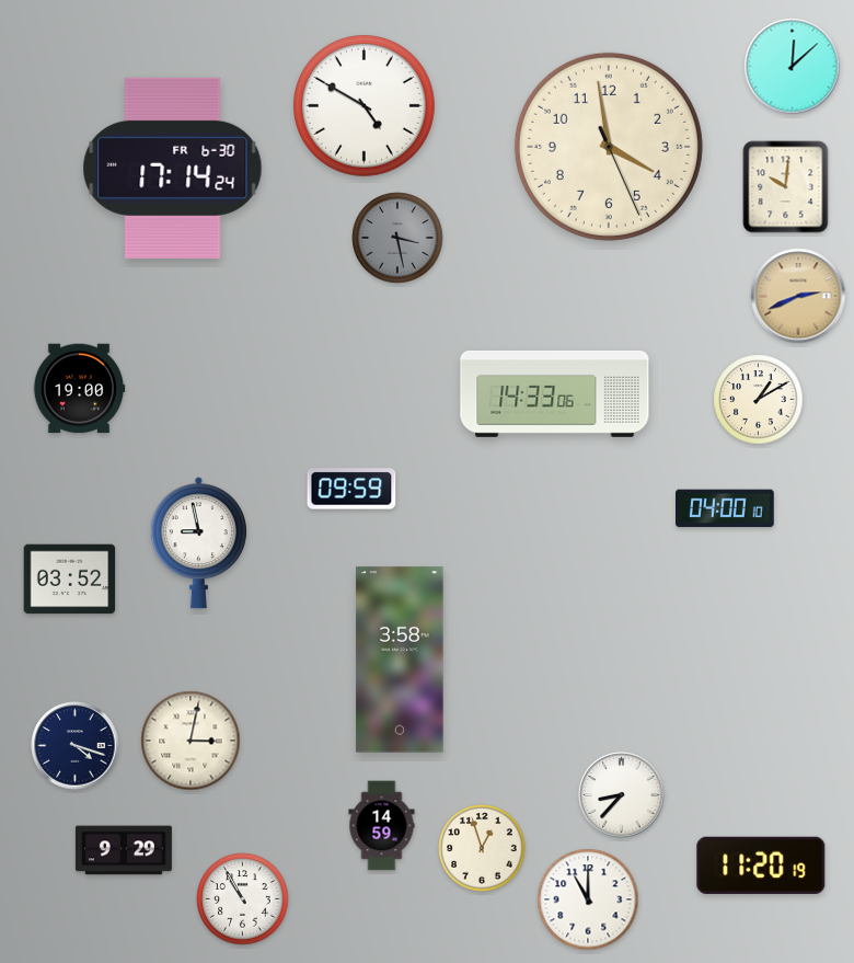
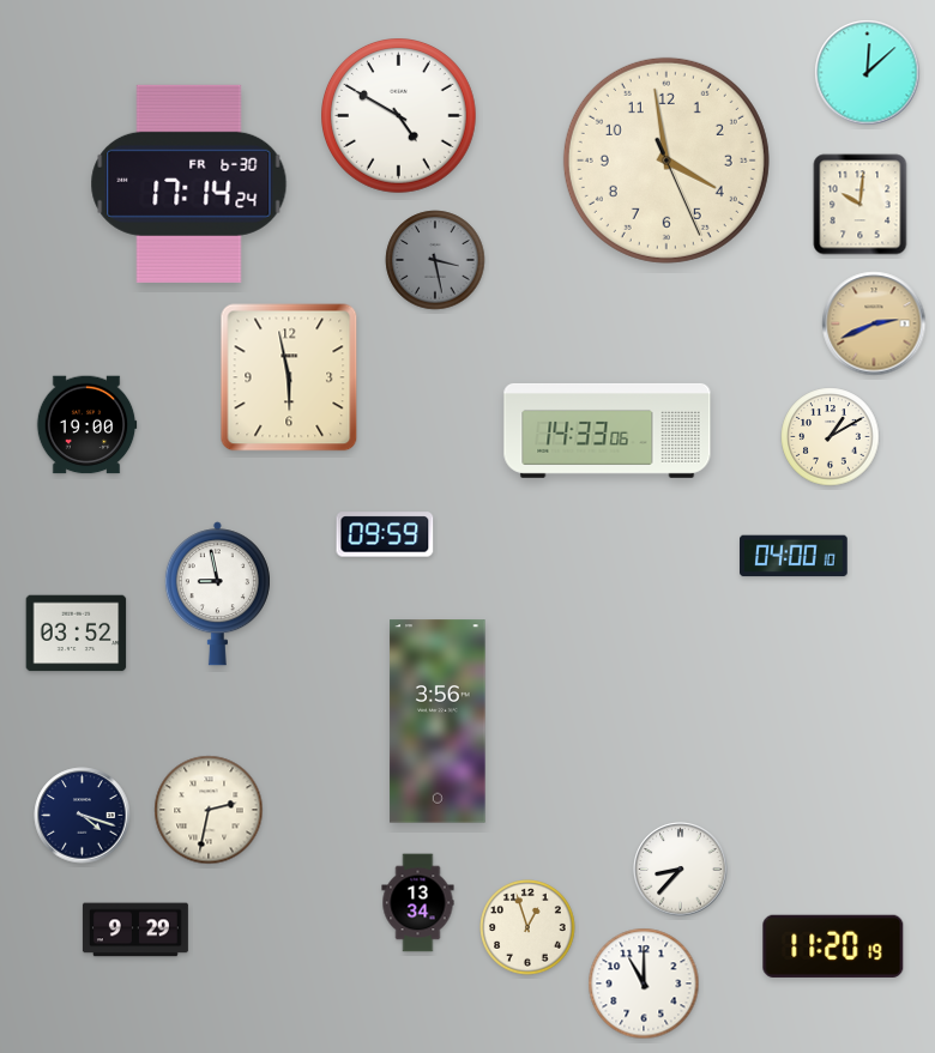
clock at (289, 377): none -> 5:58
clock at (400, 660): 3:58 -> 3:56
clock at (191, 741): 3:02 -> 2:32
clock at (382, 826): 14:59 -> 13:34
clock at (243, 899): 10:55 -> none
